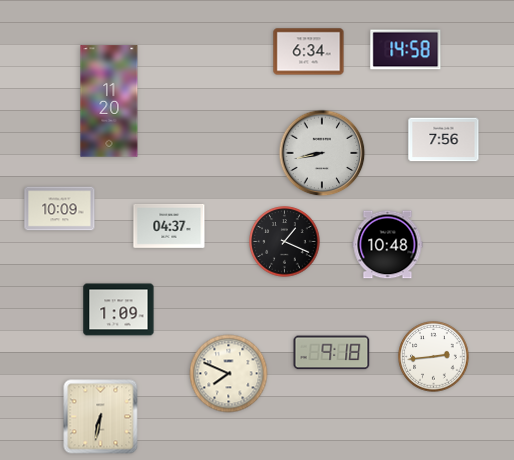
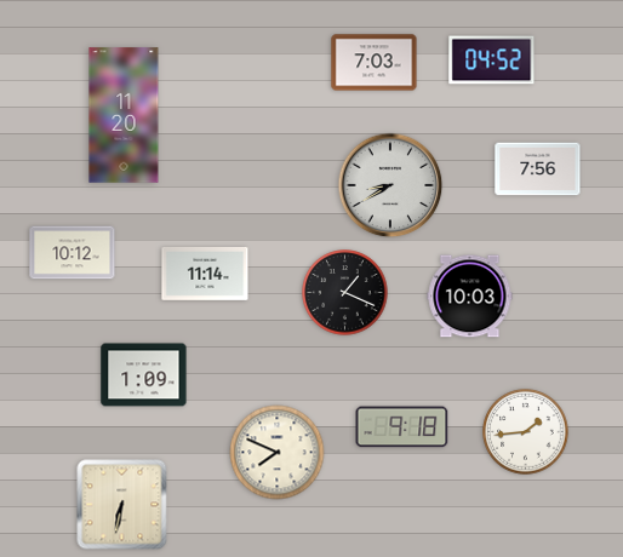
clock at (406, 50): 14:58 -> 04:52
clock at (309, 52): 6:34 -> 7:03
clock at (109, 101) position: (109, 101) -> (124, 115)
clock at (322, 153): 8:43 -> 8:40
clock at (60, 209): 10:09 -> 10:12
clock at (169, 226): 04:37 -> 11:14
clock at (388, 245): 10:48 -> 10:03
clock at (434, 357): 2:44 -> 1:44
